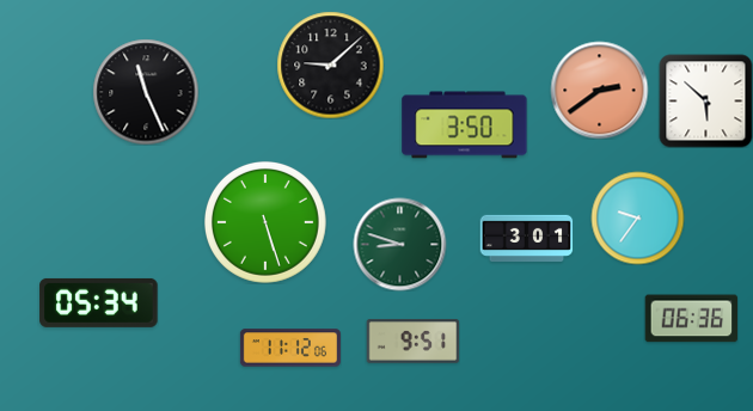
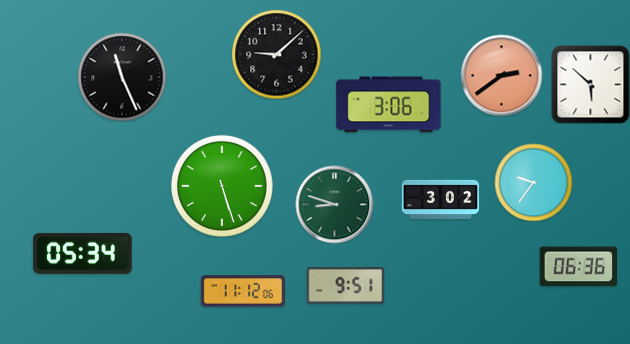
clock at (465, 125): 3:50 -> 3:06
clock at (526, 238): 3:01 -> 3:02
